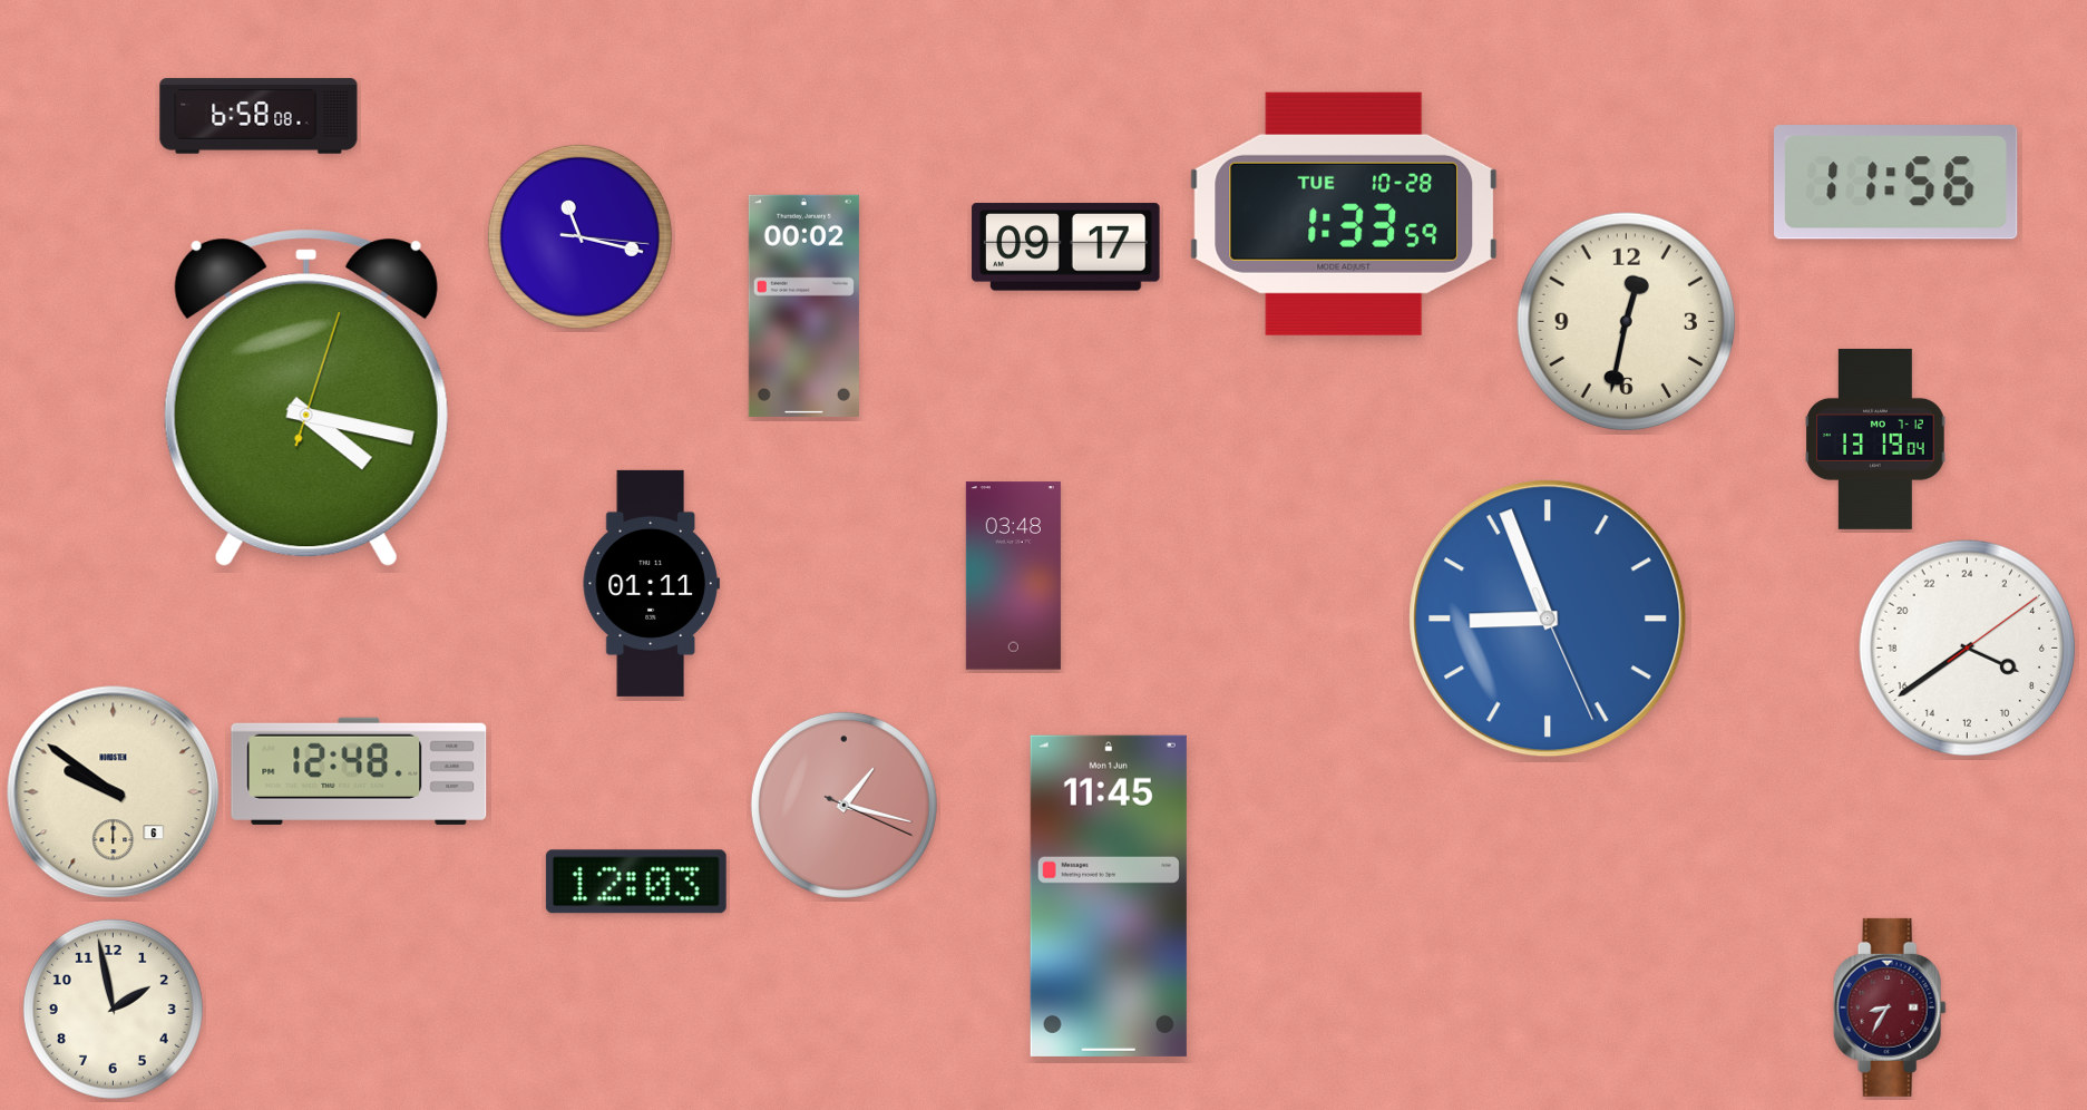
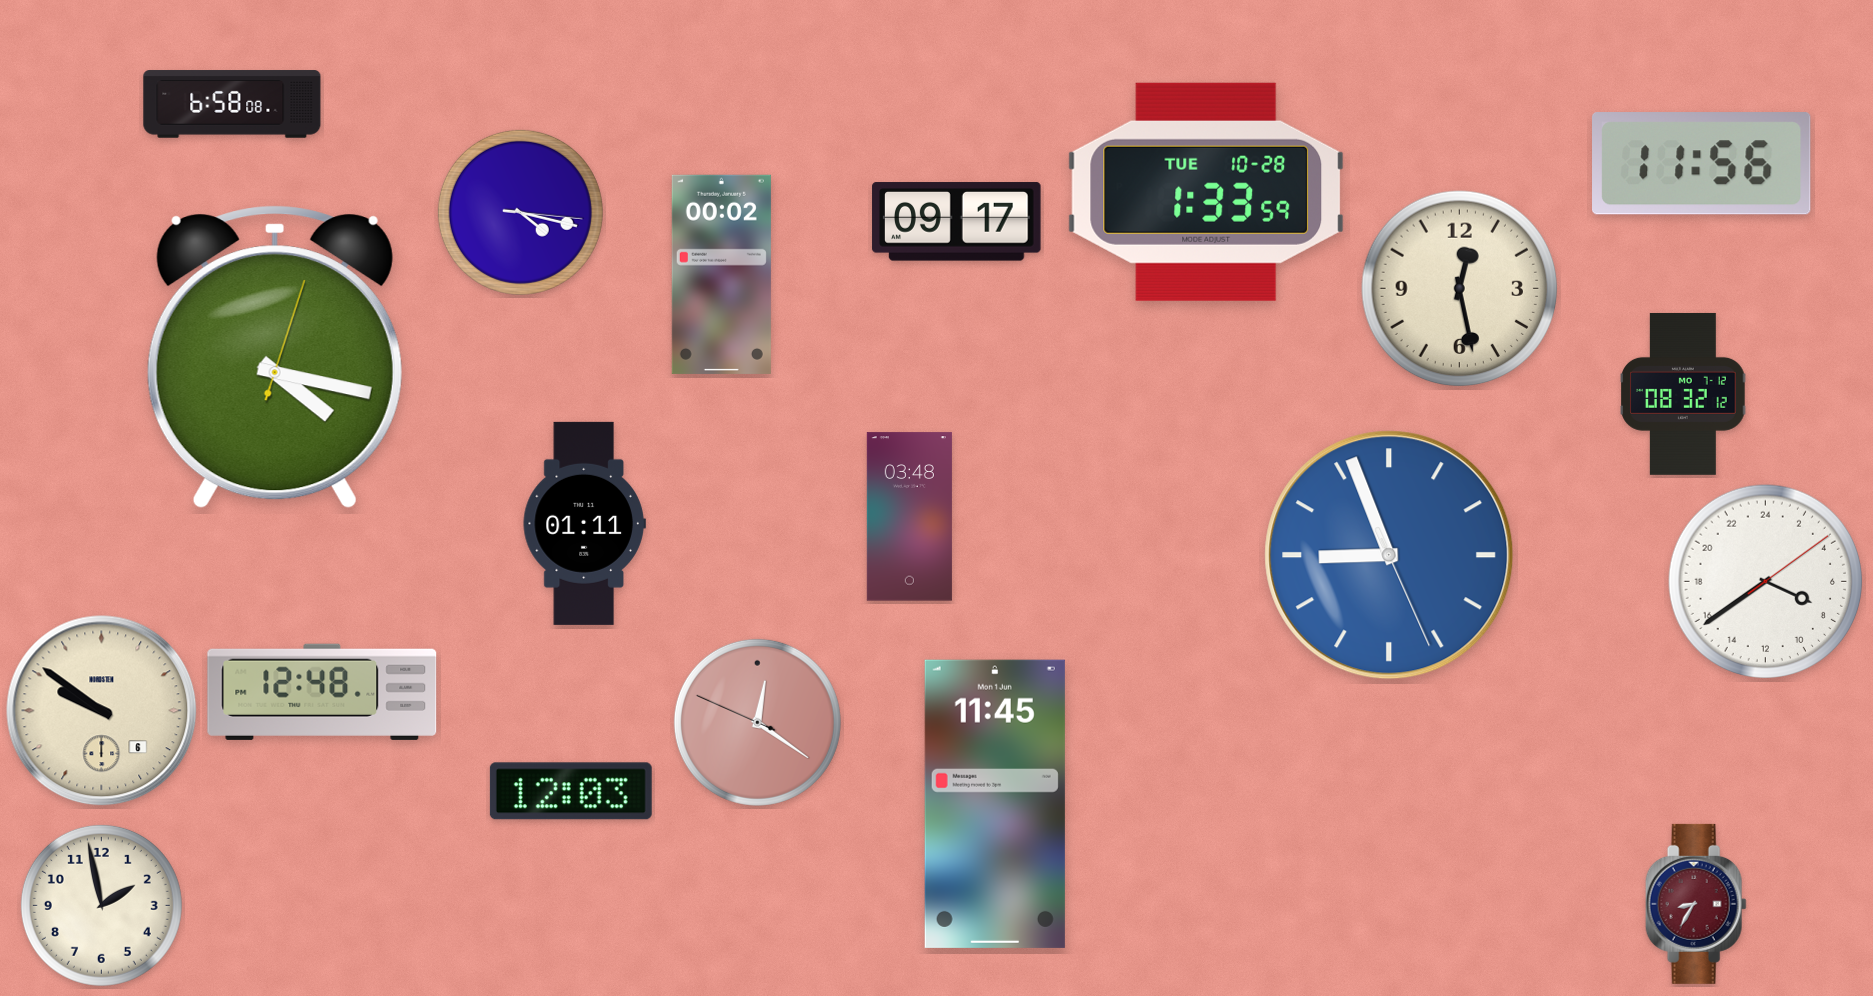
clock at (579, 236): 11:17 -> 4:17
clock at (1627, 322): 12:32 -> 12:28
clock at (1875, 439): 13:19 -> 08:32
clock at (843, 805): 1:17 -> 12:20
